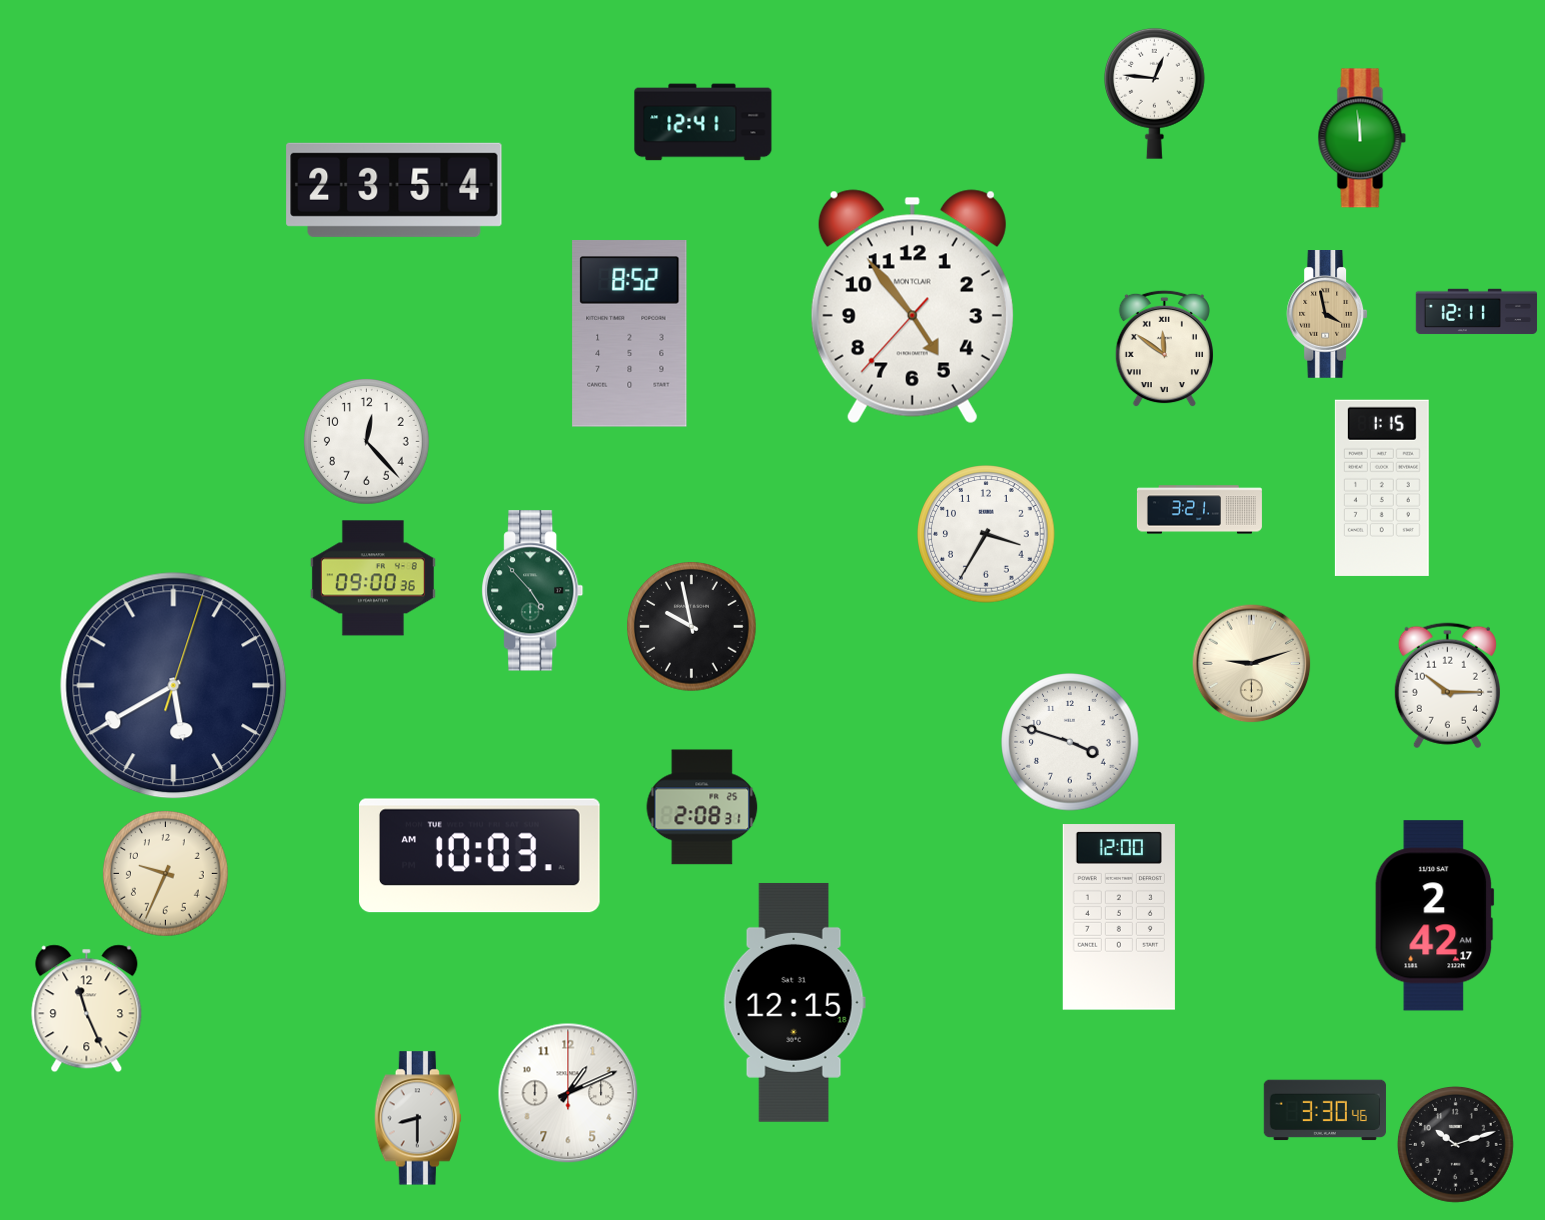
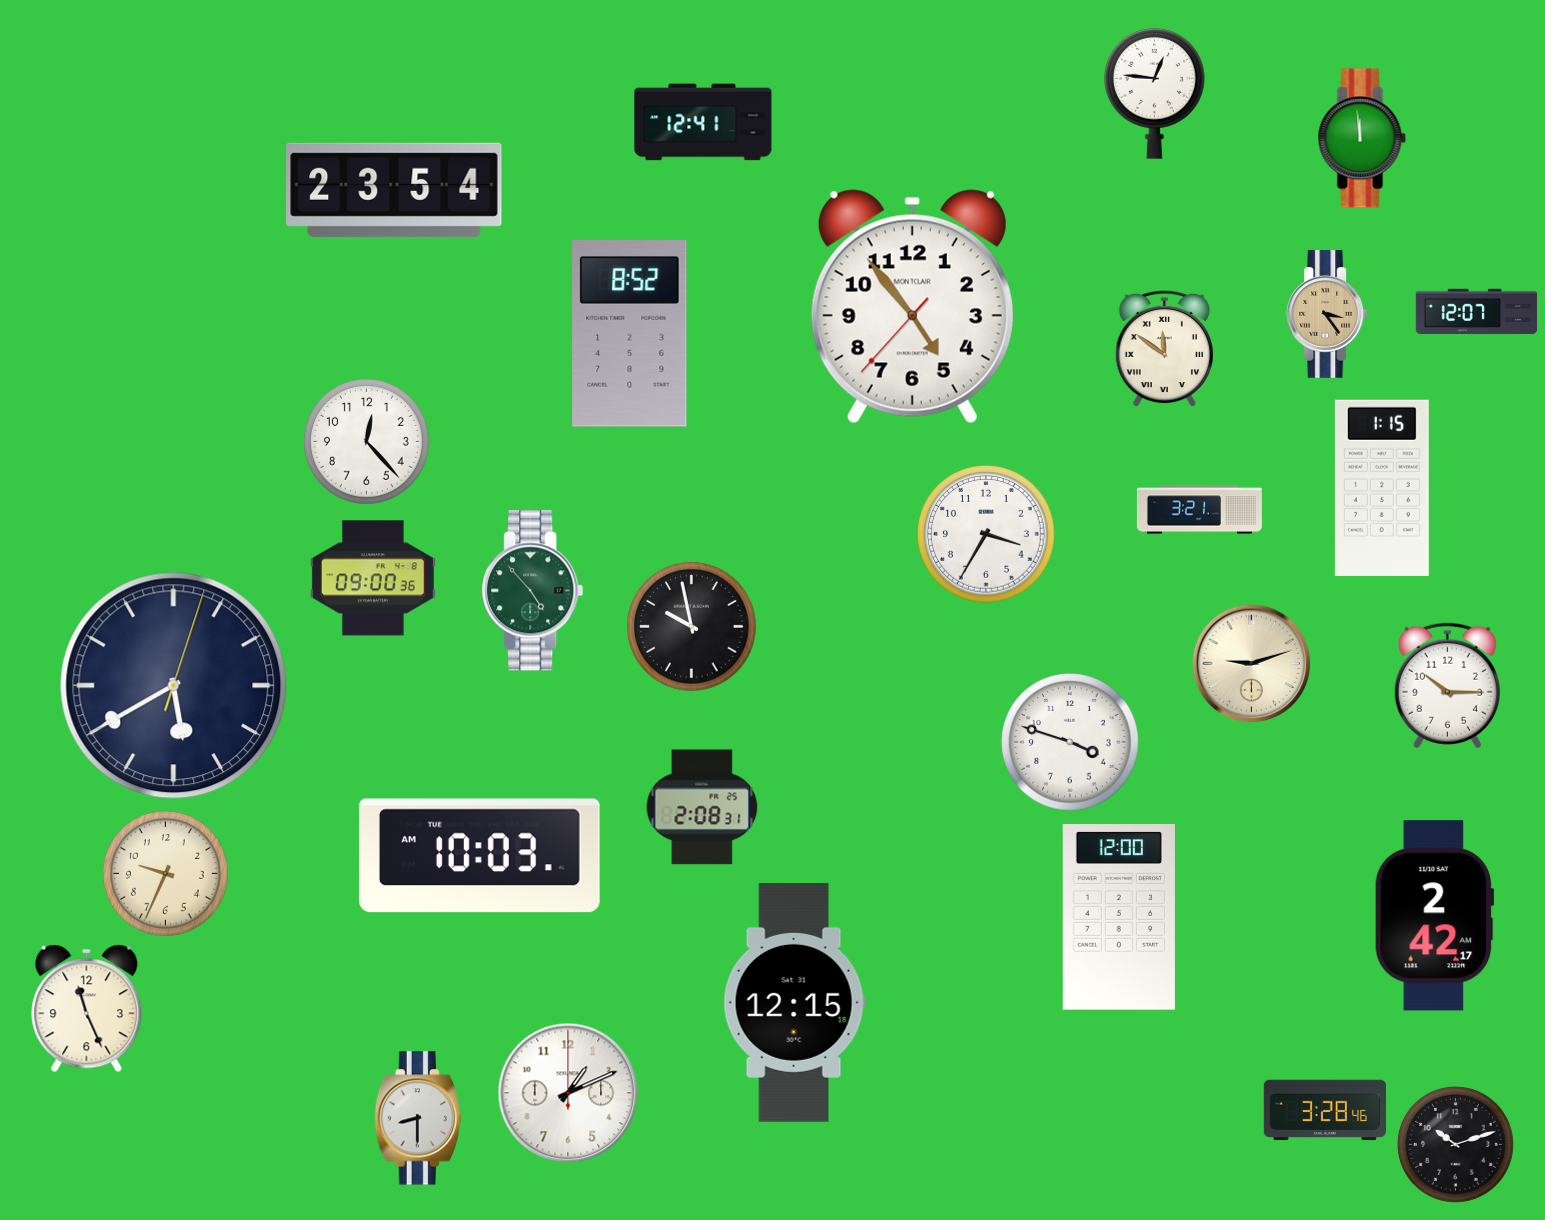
clock at (1477, 312): 12:11 -> 12:07
clock at (1327, 315): 3:58 -> 3:24
clock at (1325, 1110): 3:30 -> 3:28
